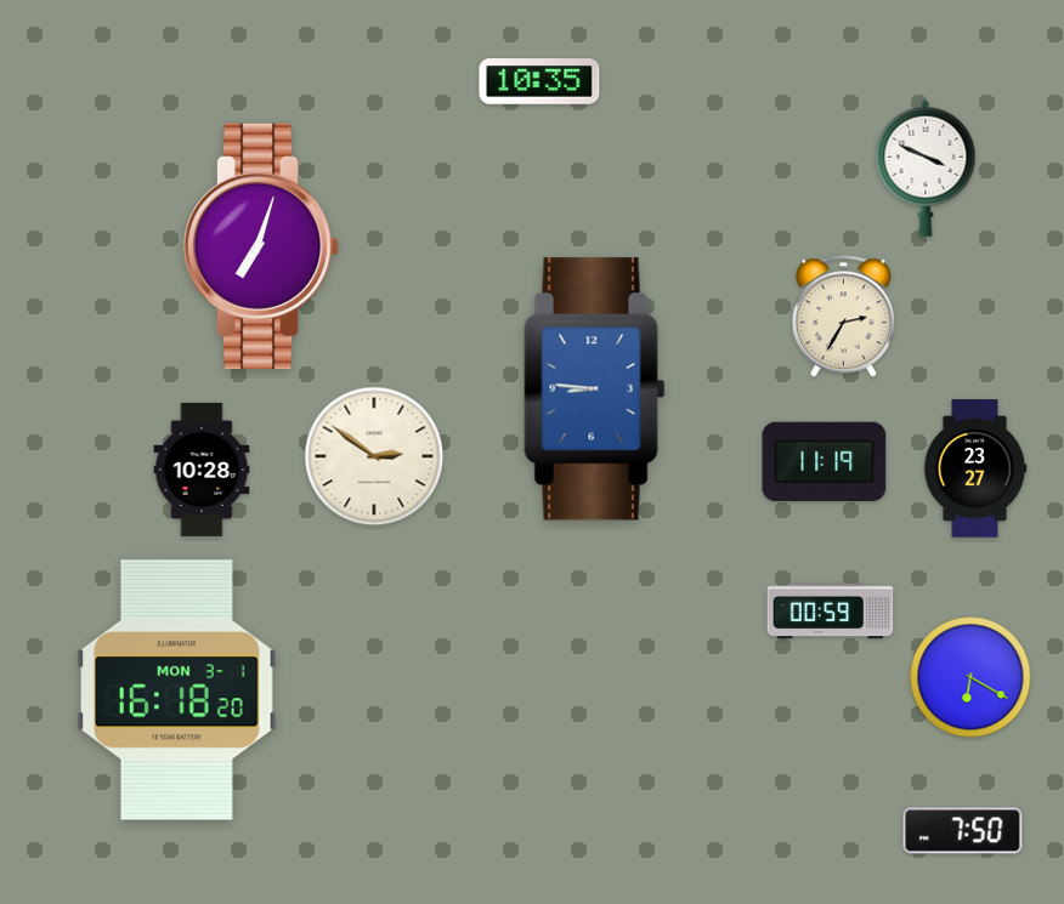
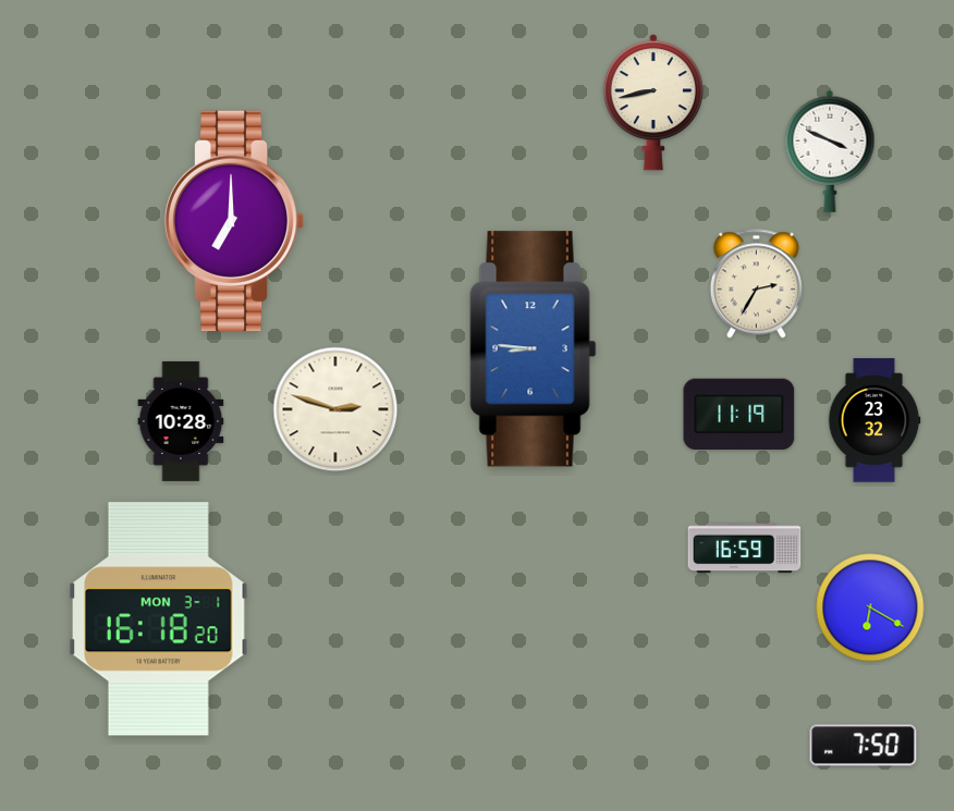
clock at (539, 81): 10:35 -> none
clock at (653, 102): none -> 8:43
clock at (261, 245): 7:03 -> 7:00
clock at (374, 456): 2:51 -> 2:48
clock at (975, 468): 23:27 -> 23:32
clock at (831, 612): 00:59 -> 16:59
